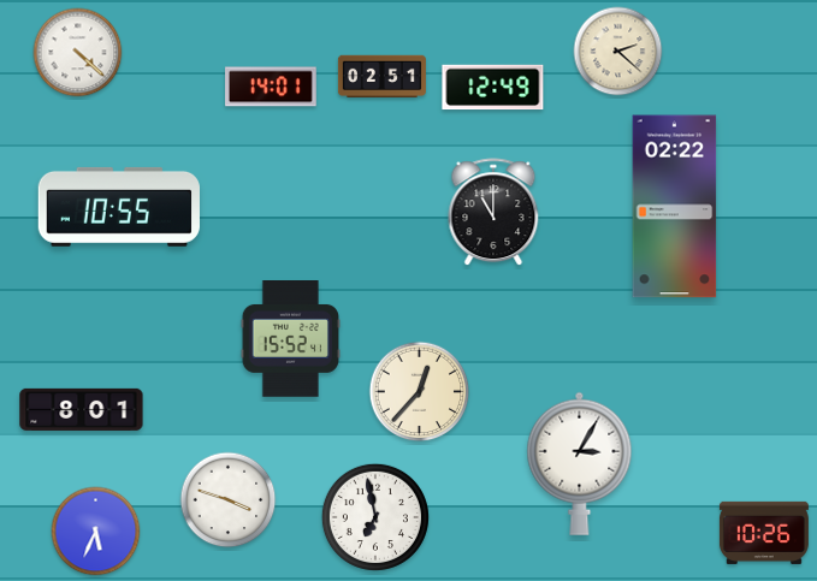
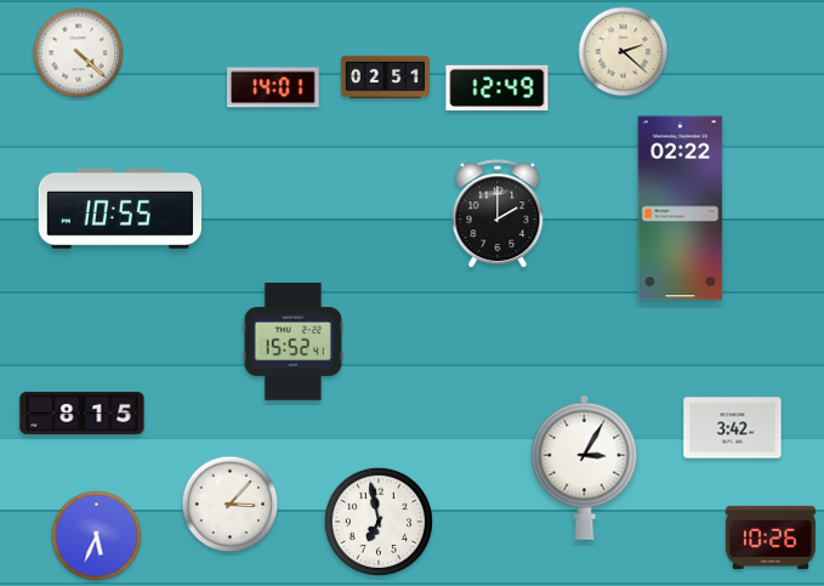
clock at (493, 213): 11:00 -> 2:00
clock at (420, 392): 12:37 -> none
clock at (82, 409): 8:01 -> 8:15
clock at (733, 428): none -> 3:42
clock at (229, 500): 3:48 -> 3:07
